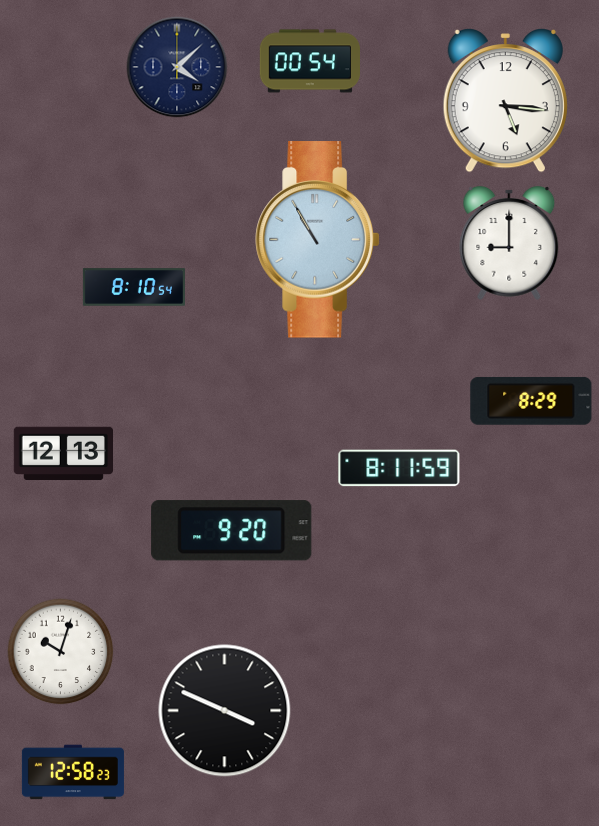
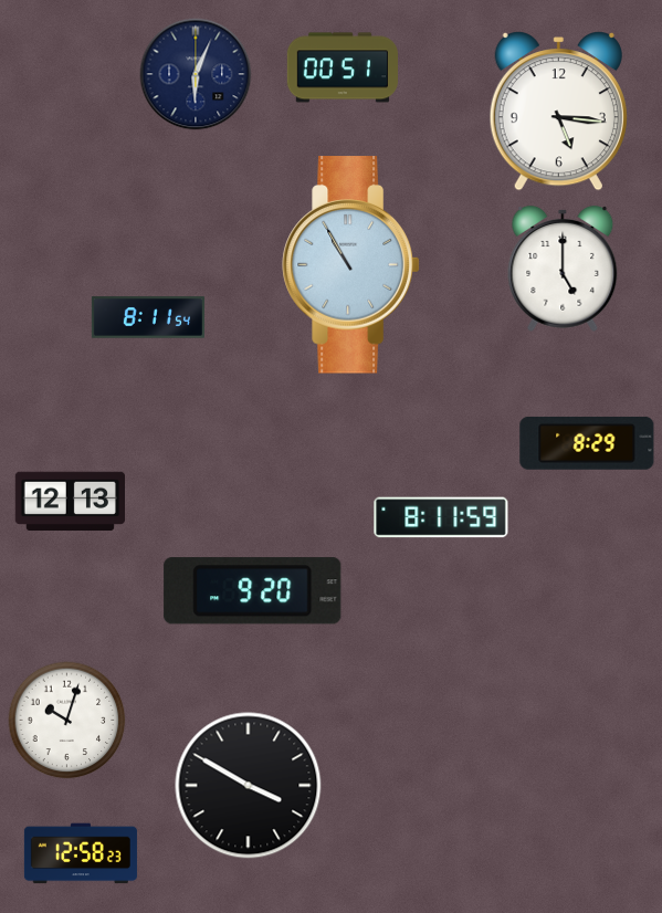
clock at (310, 61): 00:54 -> 00:51
clock at (177, 67): 4:08 -> 6:04
clock at (509, 243): 9:00 -> 5:00
clock at (134, 287): 8:10 -> 8:11
clock at (232, 531) position: (232, 531) -> (253, 591)
clock at (225, 711): 3:49 -> 3:50
